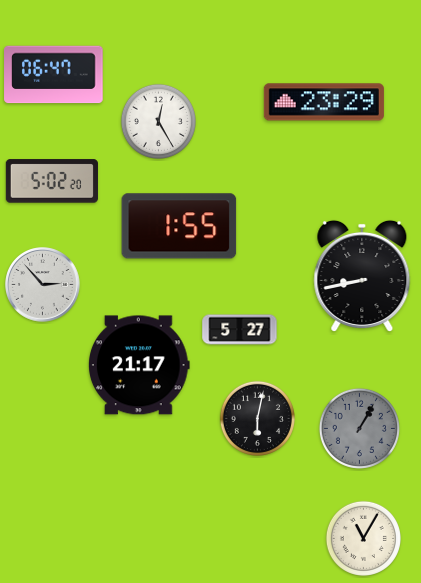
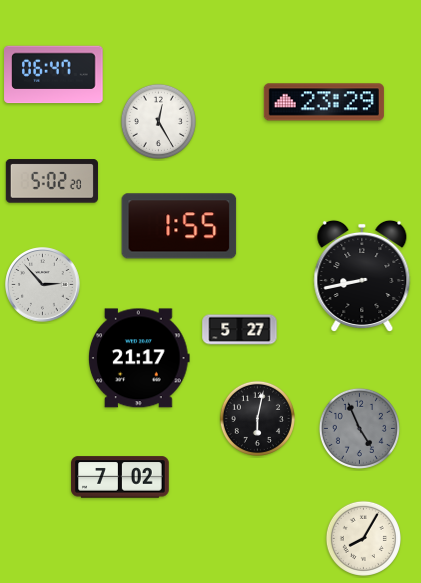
clock at (139, 365) position: (139, 365) -> (139, 358)
clock at (359, 428): 1:05 -> 4:56
clock at (120, 477): none -> 7:02
clock at (363, 538): 11:05 -> 8:05
